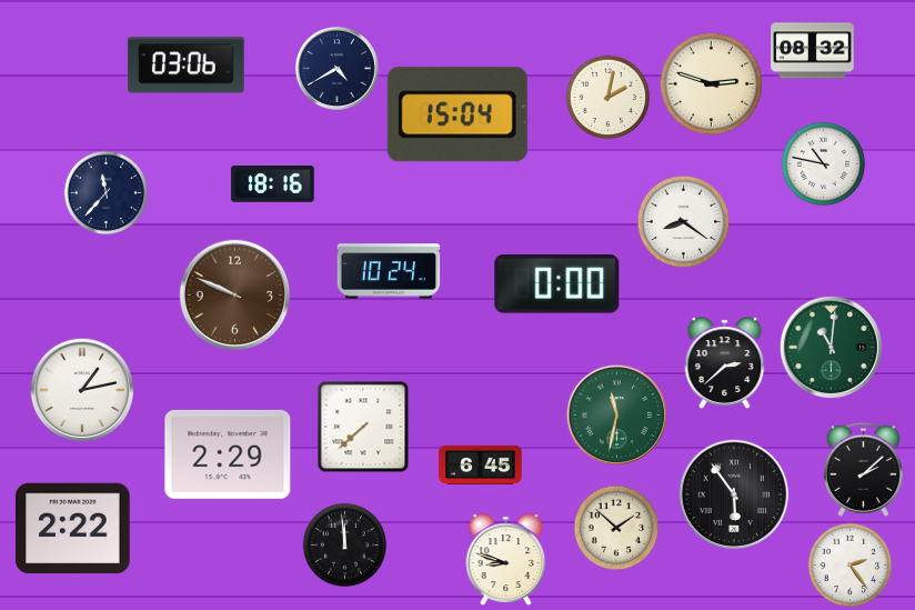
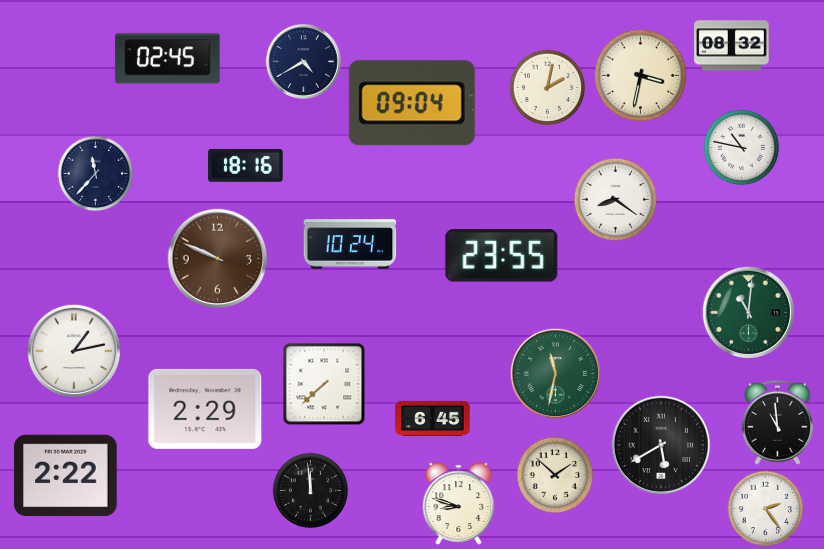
clock at (187, 66): 03:06 -> 02:45
clock at (711, 83): 2:48 -> 3:32
clock at (457, 114): 15:04 -> 09:04
clock at (557, 284): 0:00 -> 23:55
clock at (235, 296) position: (235, 296) -> (218, 259)
clock at (725, 363): 2:38 -> none
clock at (363, 427) position: (363, 427) -> (324, 384)
clock at (863, 469): 2:08 -> 10:59
clock at (734, 494): 5:54 -> 5:40
clock at (506, 560) position: (506, 560) -> (459, 504)
